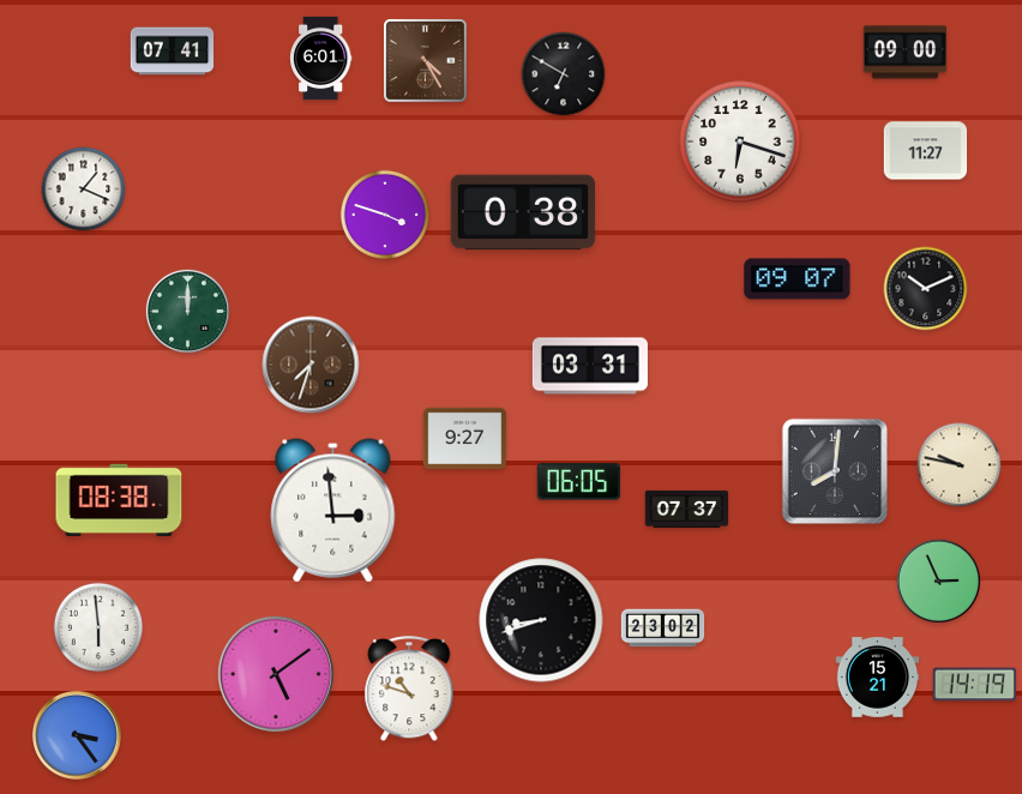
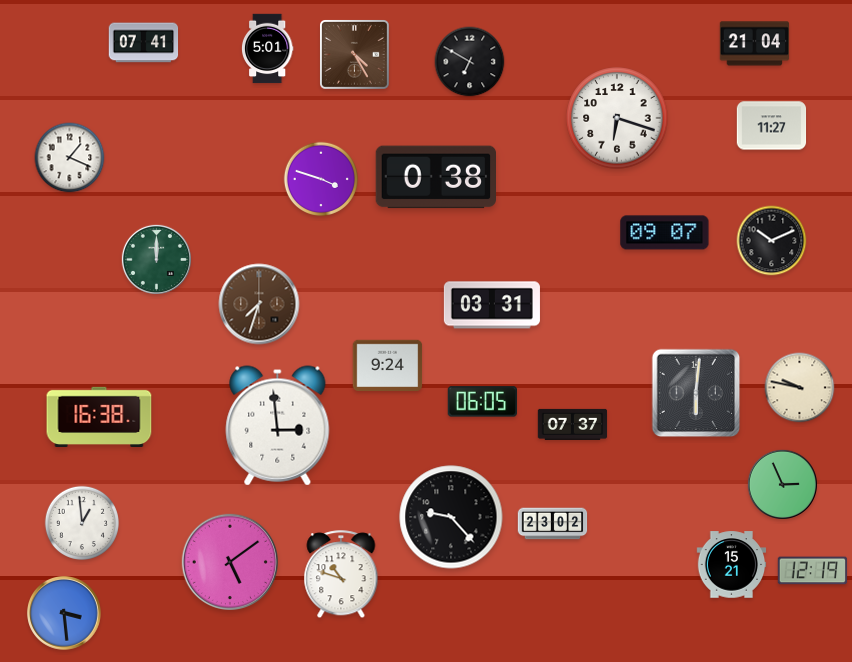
clock at (906, 53): 09:00 -> 21:04
clock at (320, 59): 6:01 -> 5:01
clock at (426, 61) position: (426, 61) -> (355, 55)
clock at (465, 439): 9:27 -> 9:24
clock at (835, 471): 8:01 -> 6:01
clock at (119, 499): 08:38 -> 16:38
clock at (541, 620): 8:42 -> 9:23
clock at (97, 626): 5:59 -> 12:59
clock at (975, 685): 14:19 -> 12:19
clock at (77, 735): 3:24 -> 3:29
